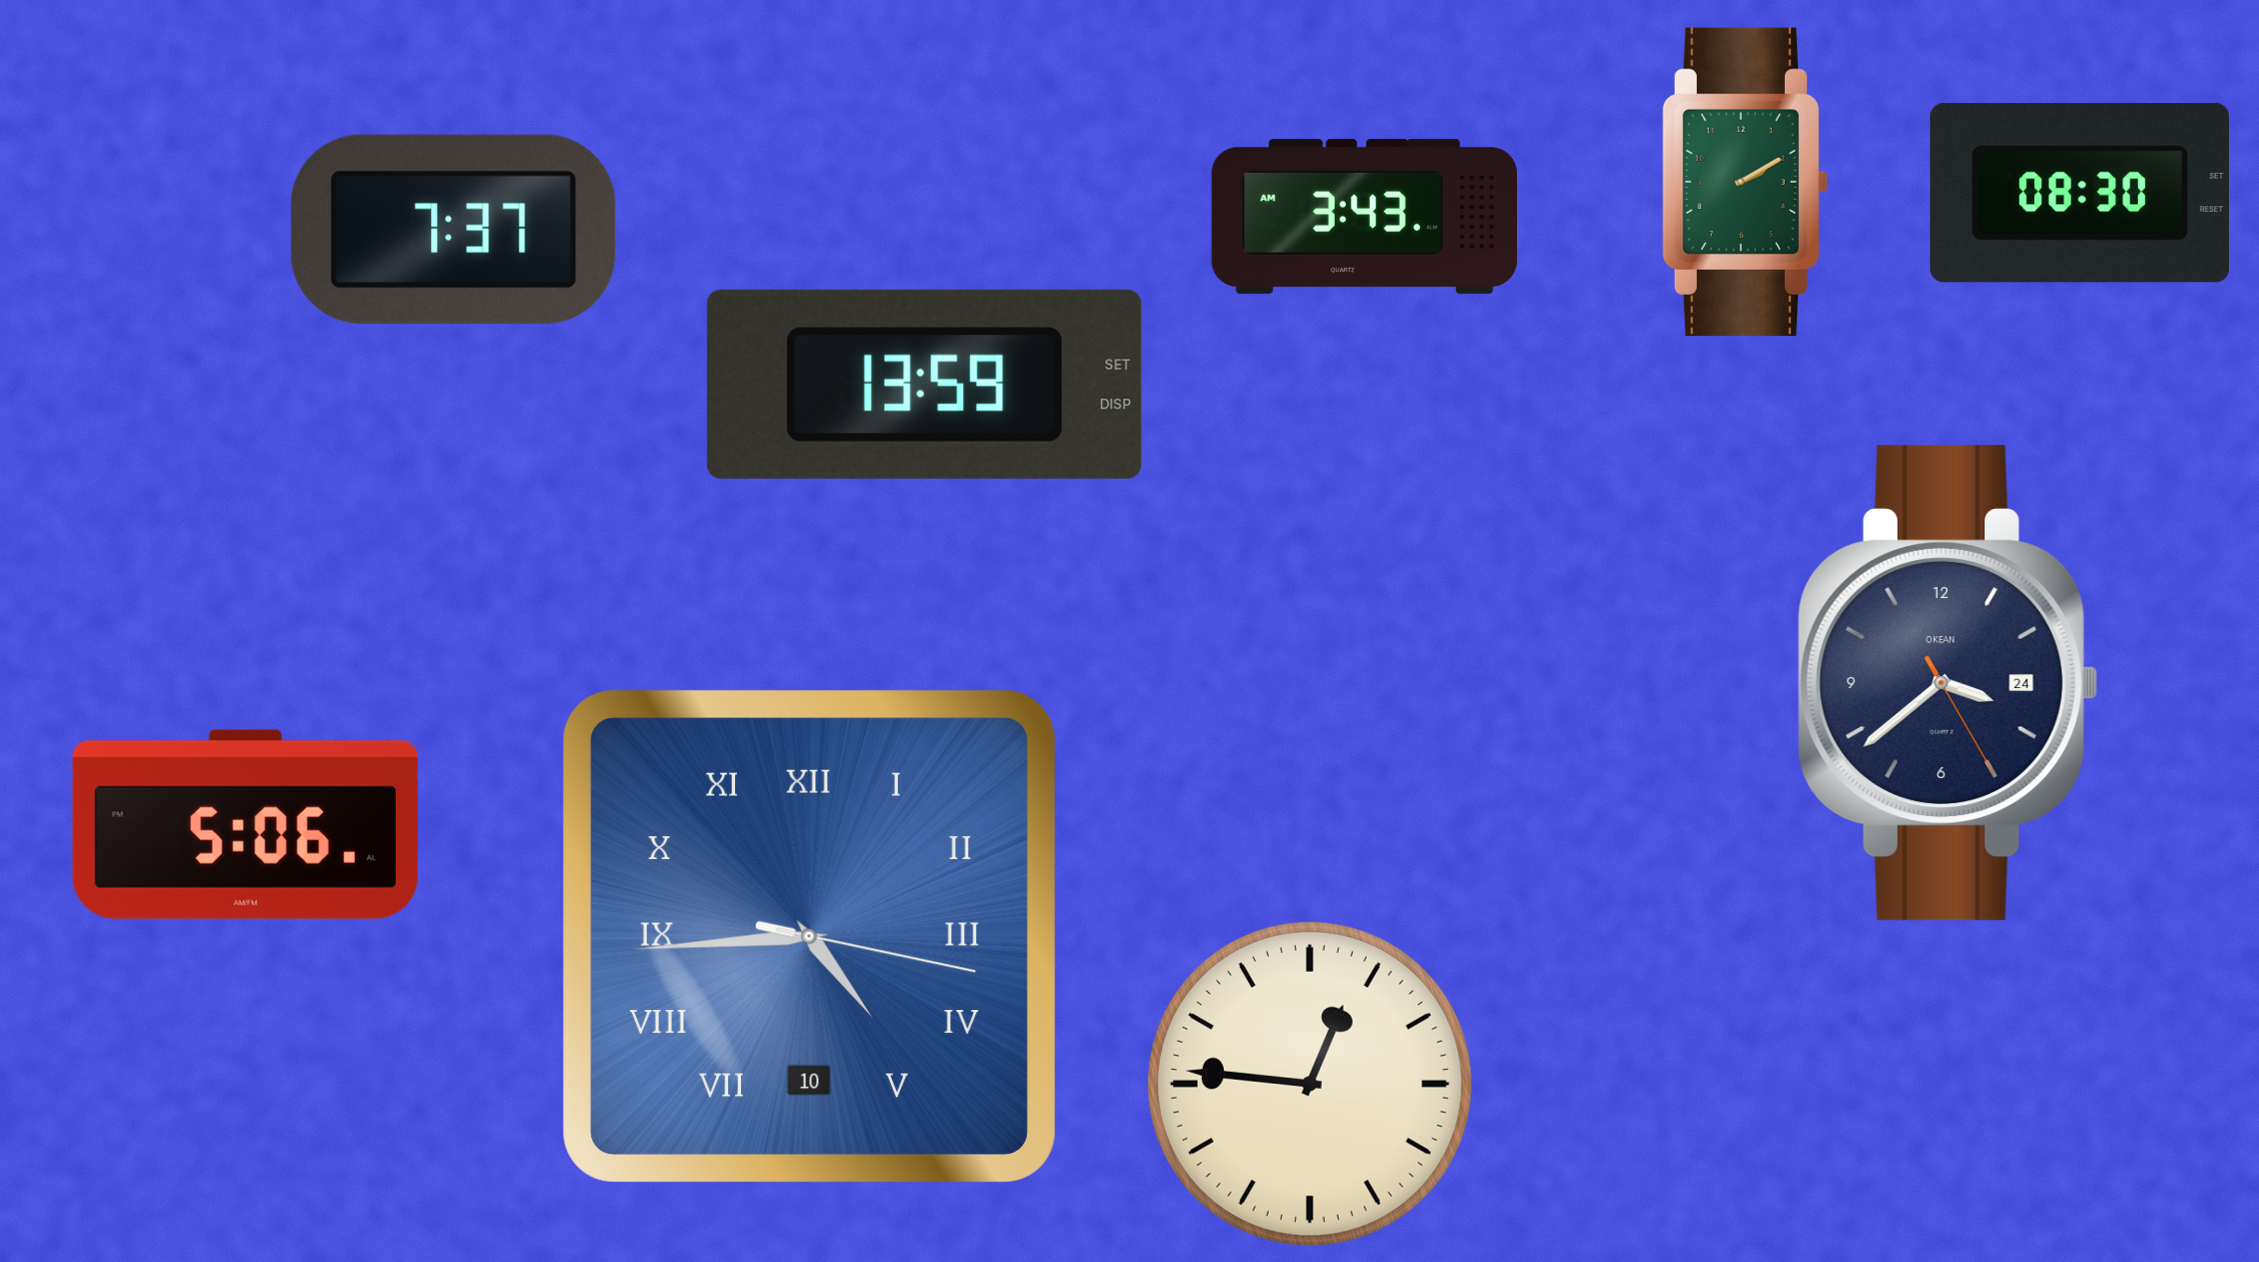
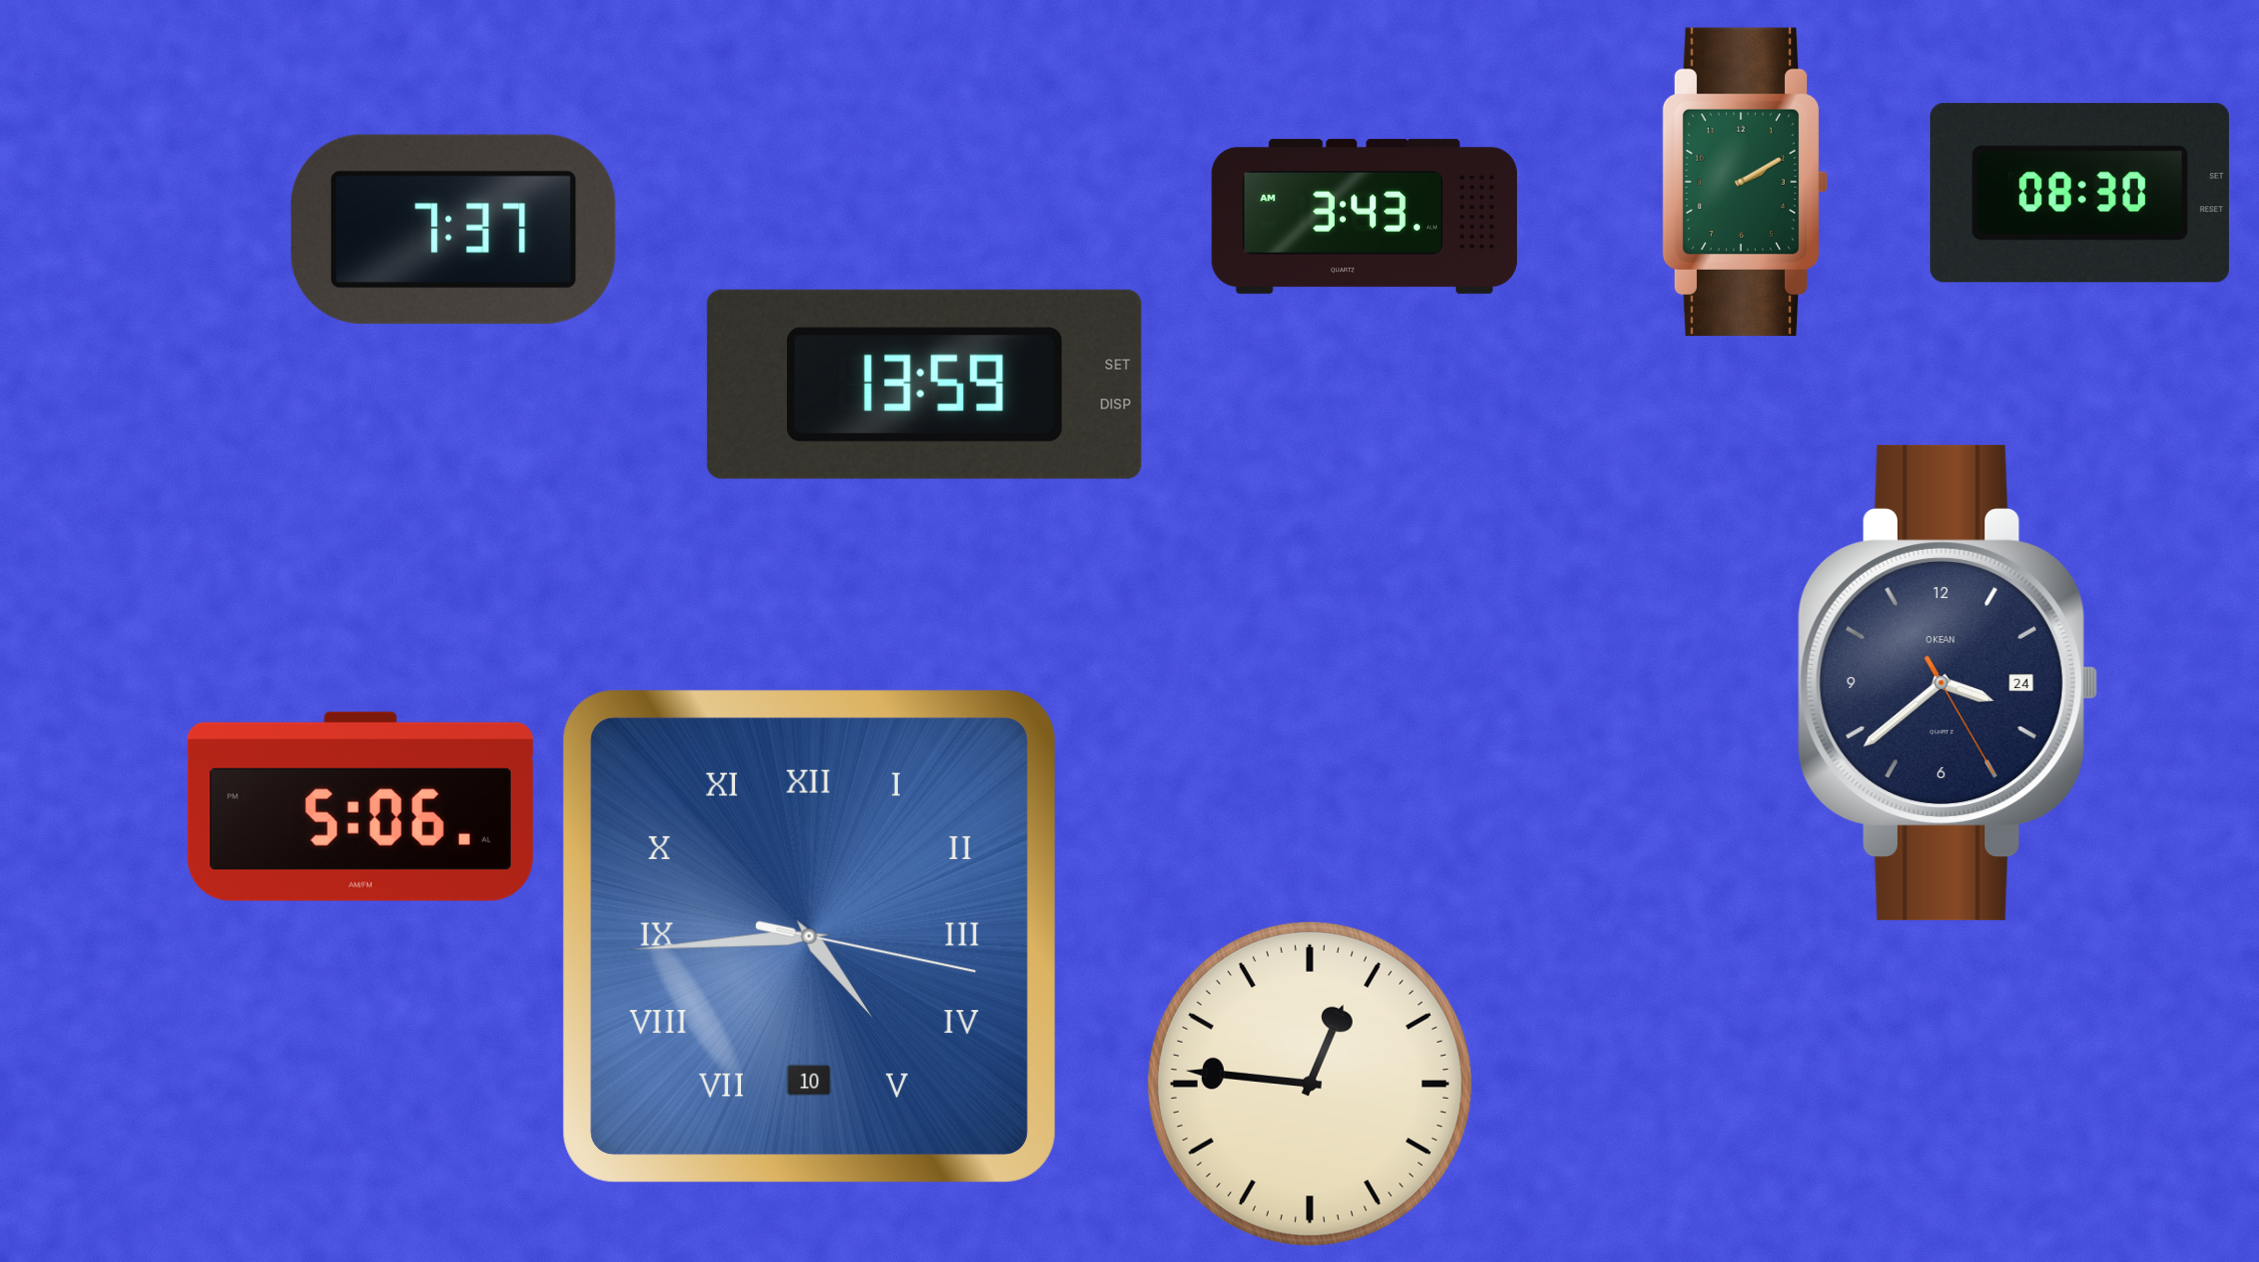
clock at (245, 824) position: (245, 824) -> (360, 806)
